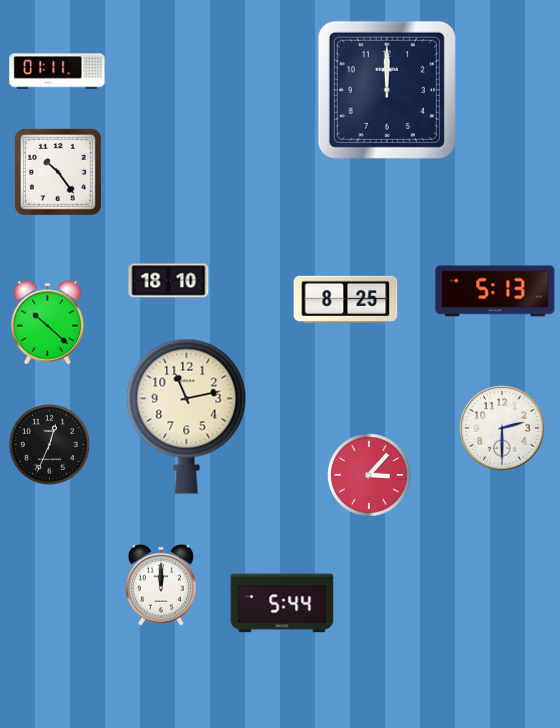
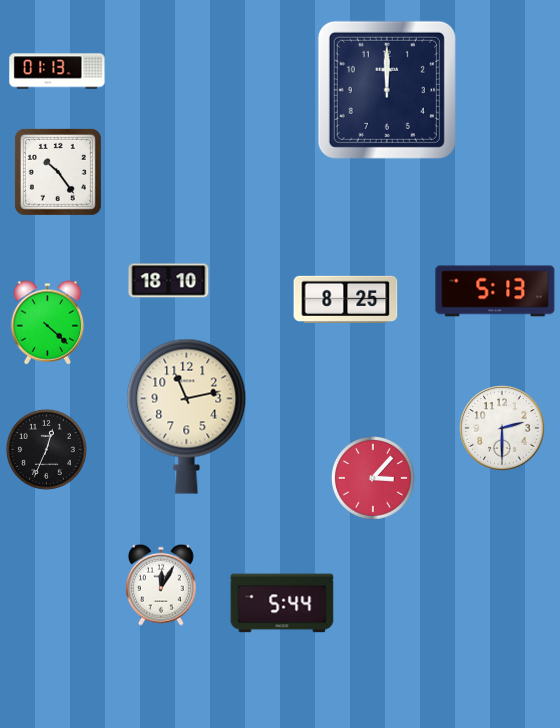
clock at (57, 71): 01:11 -> 01:13
clock at (48, 323): 10:22 -> 4:22
clock at (49, 444) position: (49, 444) -> (46, 449)
clock at (370, 476) position: (370, 476) -> (374, 479)
clock at (161, 585): 12:00 -> 12:05
